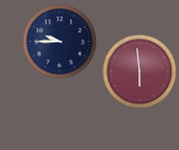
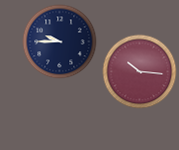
clock at (140, 72): 5:59 -> 10:16
